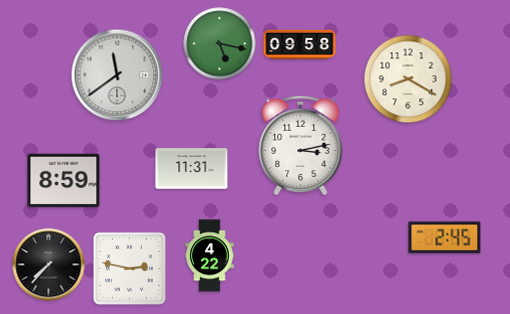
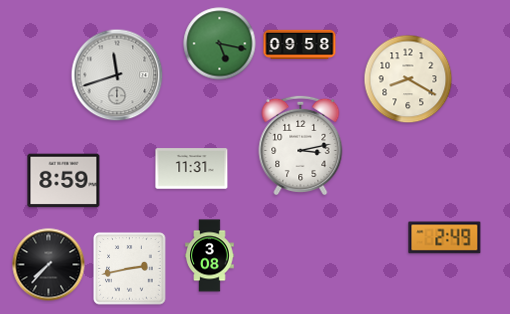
clock at (117, 75): 11:39 -> 11:42
clock at (445, 238): 2:45 -> 2:49
clock at (210, 256): 4:22 -> 3:08
clock at (130, 269): 2:47 -> 2:43
